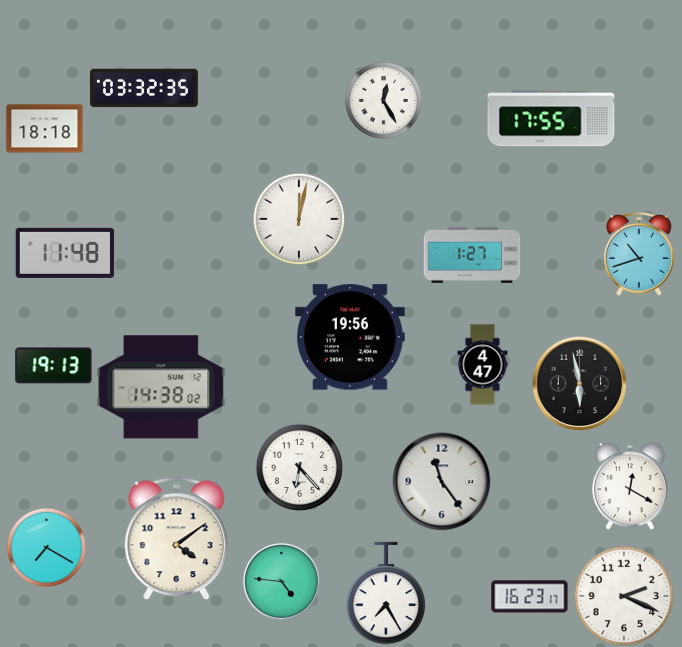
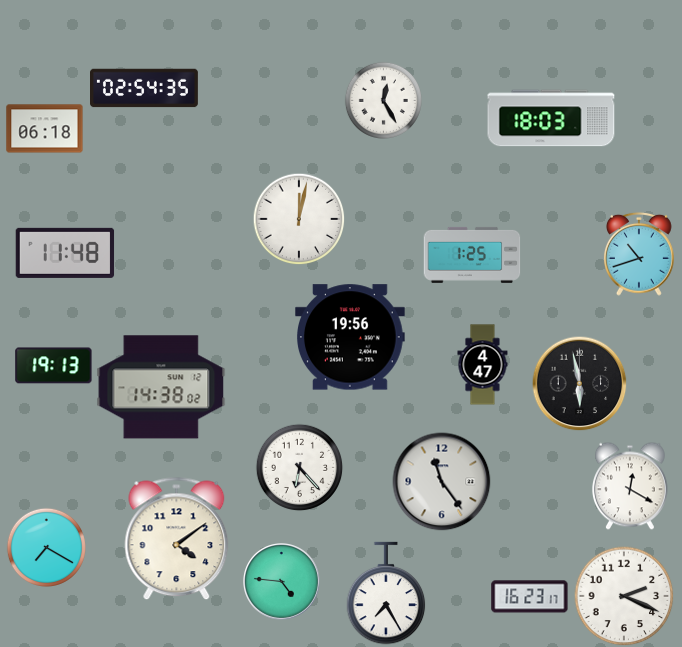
clock at (145, 88): 03:32 -> 02:54
clock at (551, 118): 17:55 -> 18:03
clock at (45, 129): 18:18 -> 06:18
clock at (472, 255): 1:27 -> 1:25
